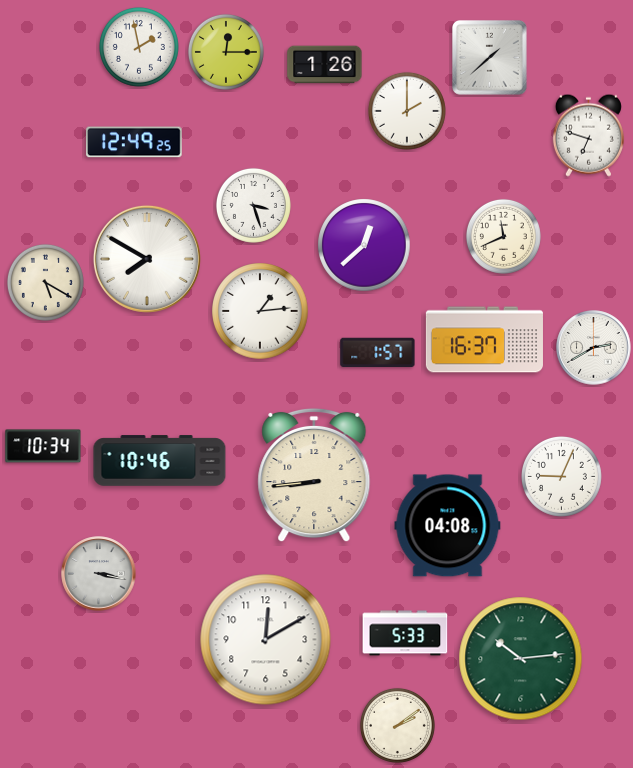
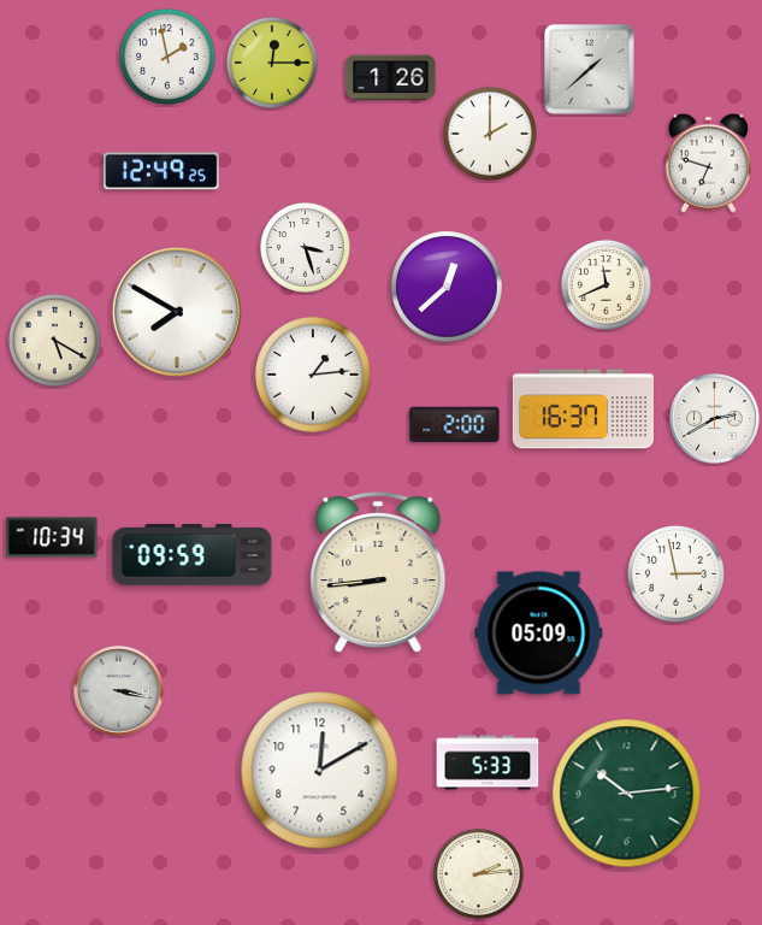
clock at (364, 245) position: (364, 245) -> (447, 287)
clock at (378, 353): 1:57 -> 2:00
clock at (160, 461): 10:46 -> 09:59
clock at (561, 476): 9:04 -> 2:58
clock at (448, 526): 04:08 -> 05:09
clock at (397, 725): 2:09 -> 2:14
